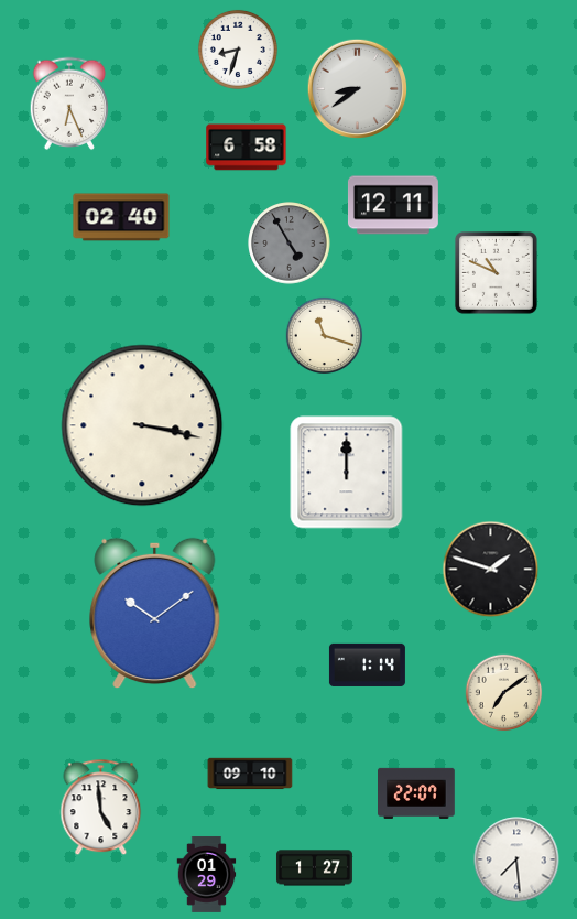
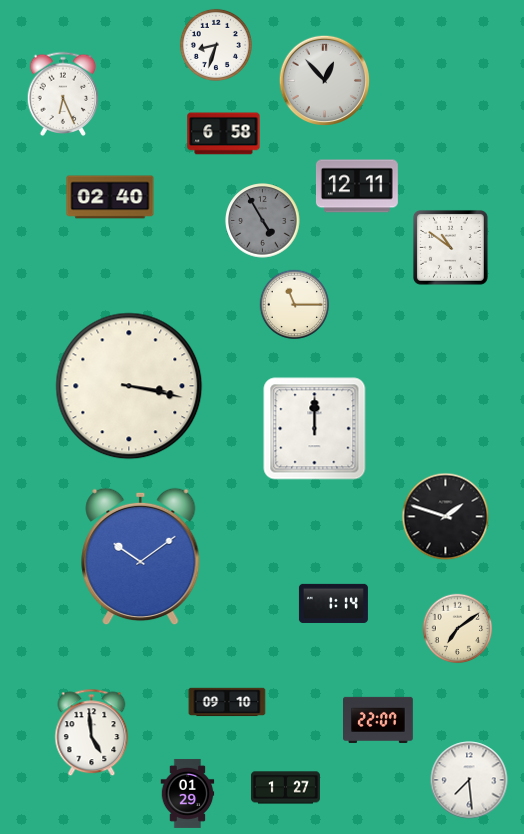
clock at (358, 89): 8:39 -> 12:53
clock at (496, 272): 10:49 -> 10:51
clock at (325, 336): 11:18 -> 11:15
